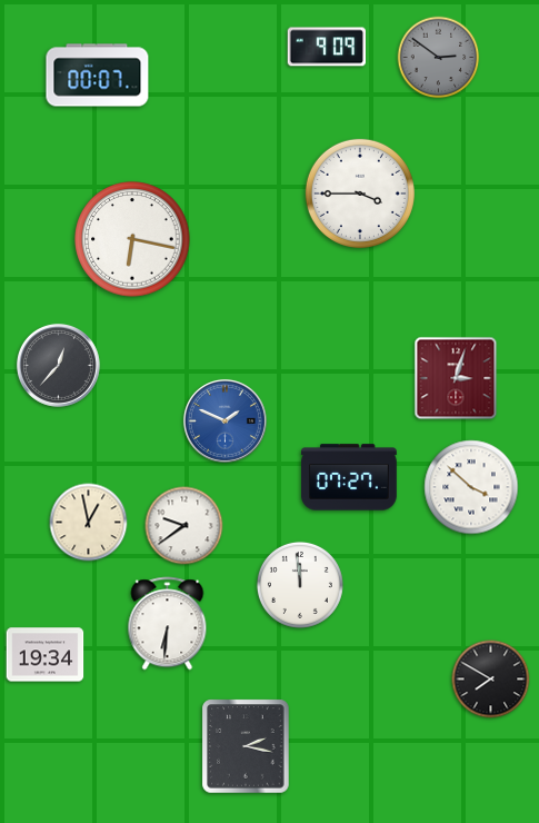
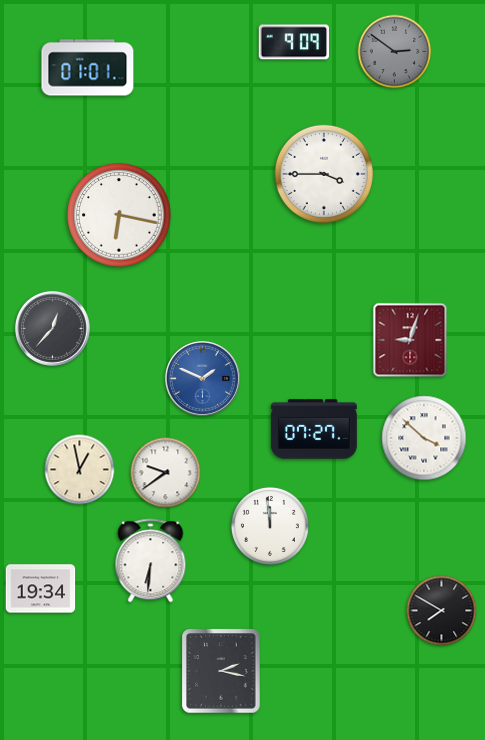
clock at (98, 76): 00:07 -> 01:01
clock at (456, 378): 3:03 -> 9:03
